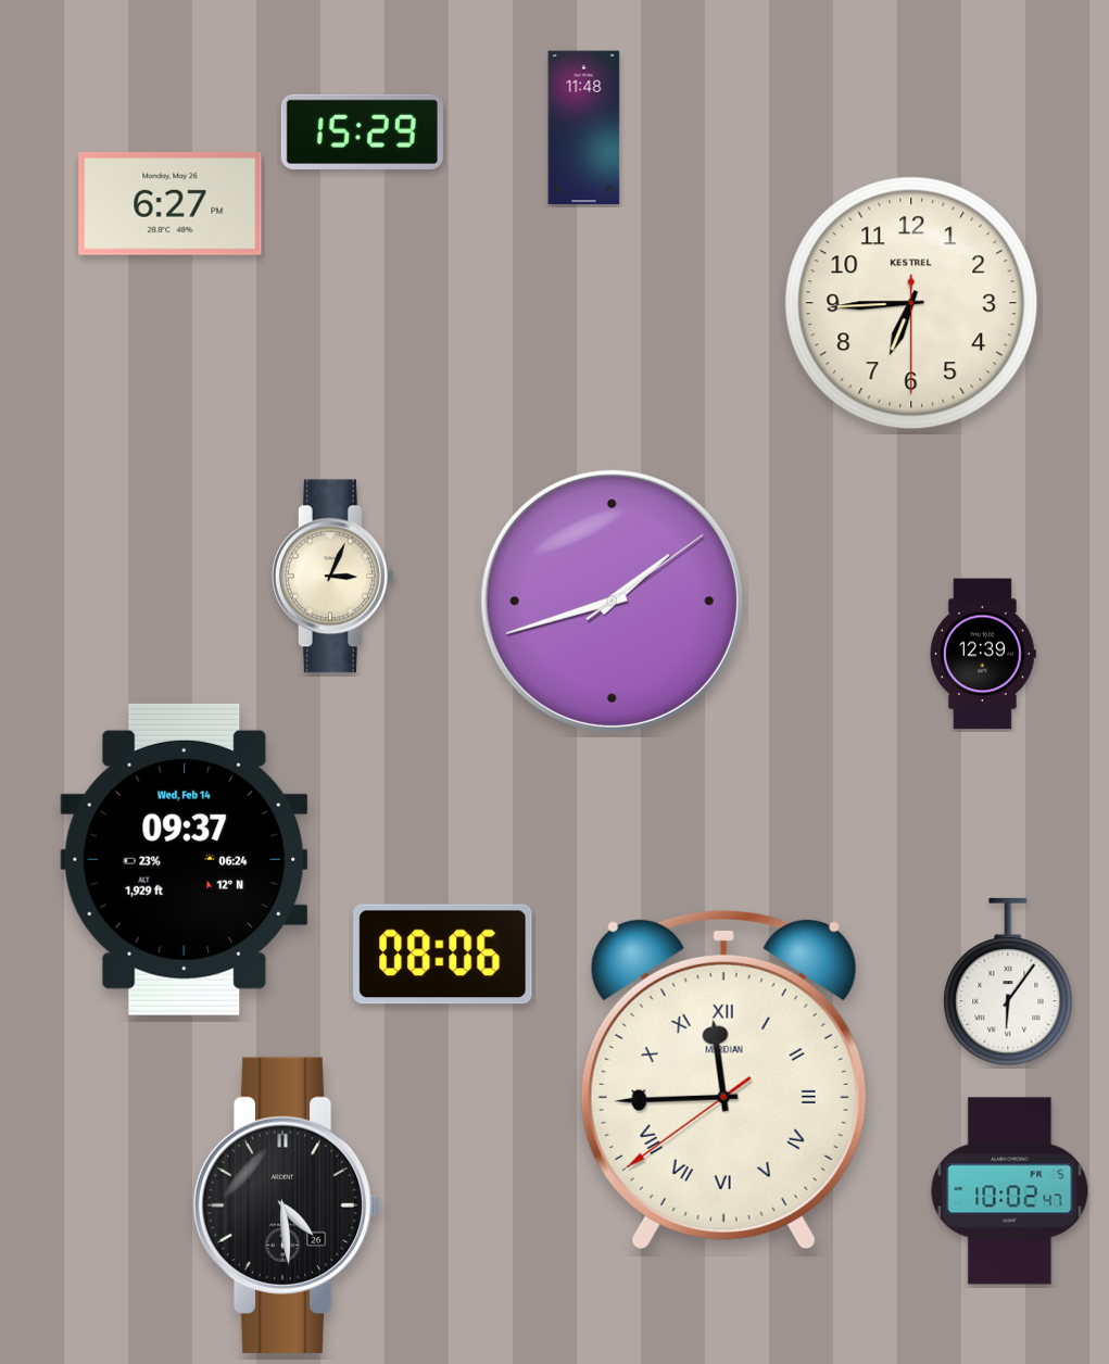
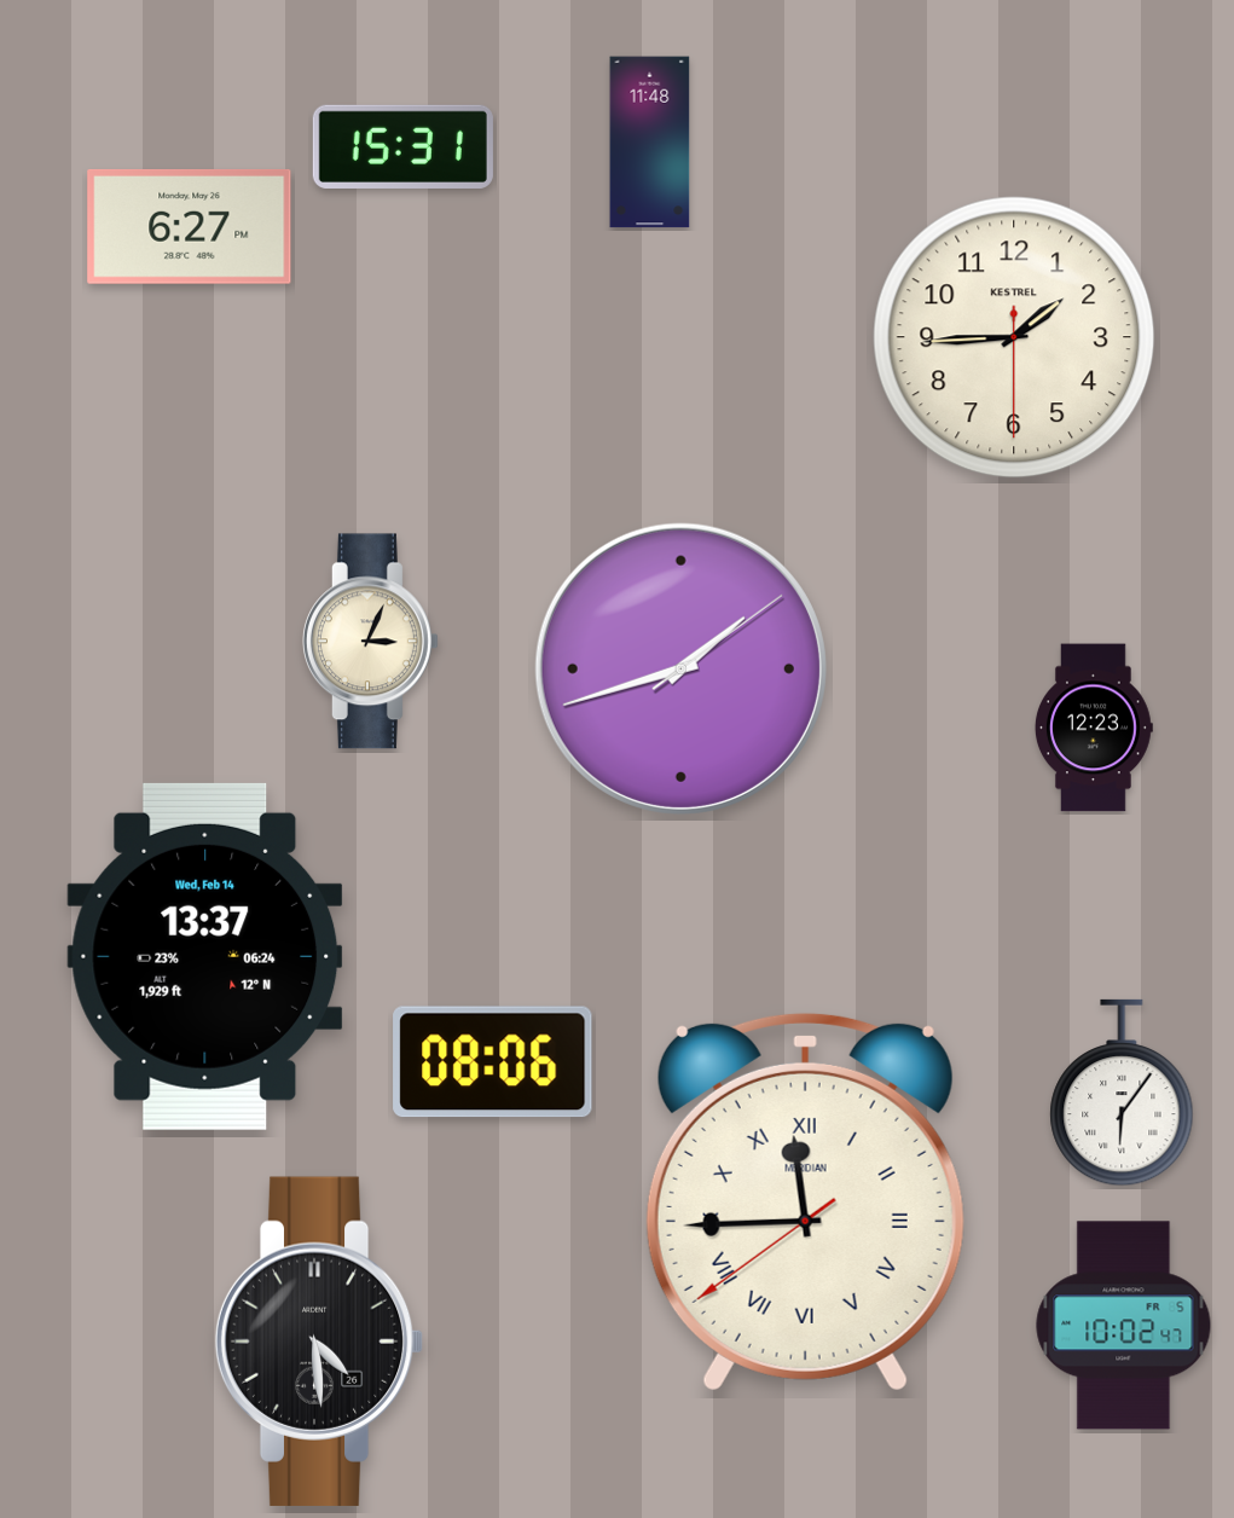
clock at (362, 131): 15:29 -> 15:31
clock at (911, 303): 6:44 -> 1:44
clock at (983, 654): 12:39 -> 12:23
clock at (185, 859): 09:37 -> 13:37
